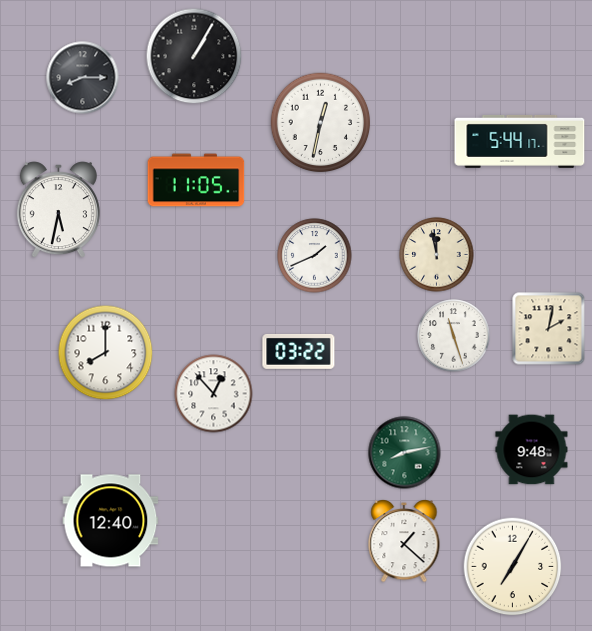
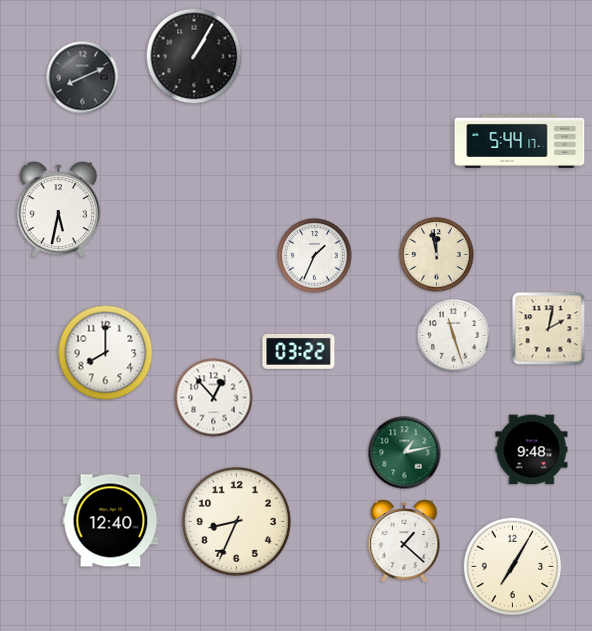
clock at (83, 78): 8:15 -> 8:11
clock at (321, 123): 12:32 -> none
clock at (196, 180): 11:05 -> none
clock at (315, 256): 1:41 -> 1:34
clock at (214, 394) position: (214, 394) -> (214, 398)
clock at (405, 453): 8:13 -> 1:13
clock at (236, 521): none -> 8:34
